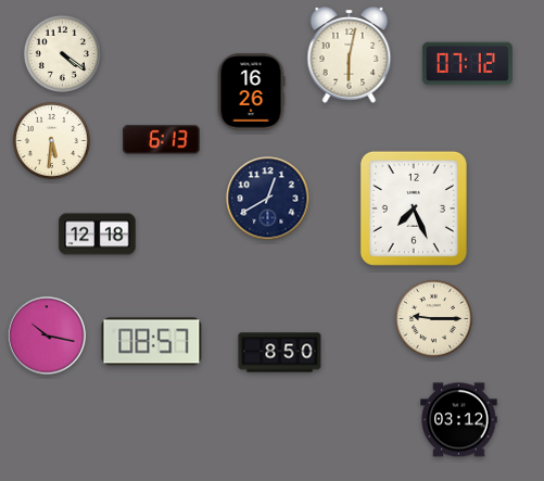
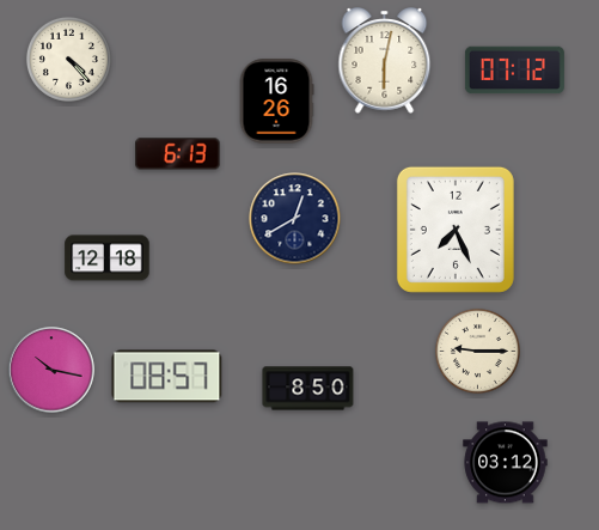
clock at (62, 53): 4:21 -> 4:23
clock at (51, 140): 5:31 -> none
